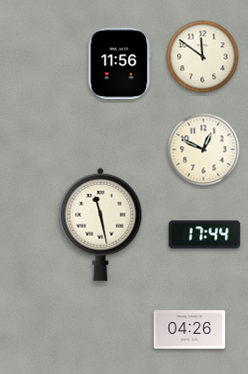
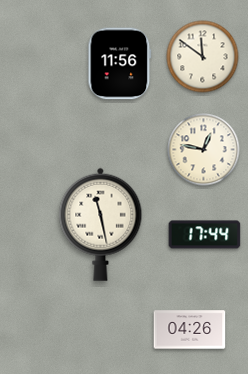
clock at (204, 150): 12:49 -> 12:47
